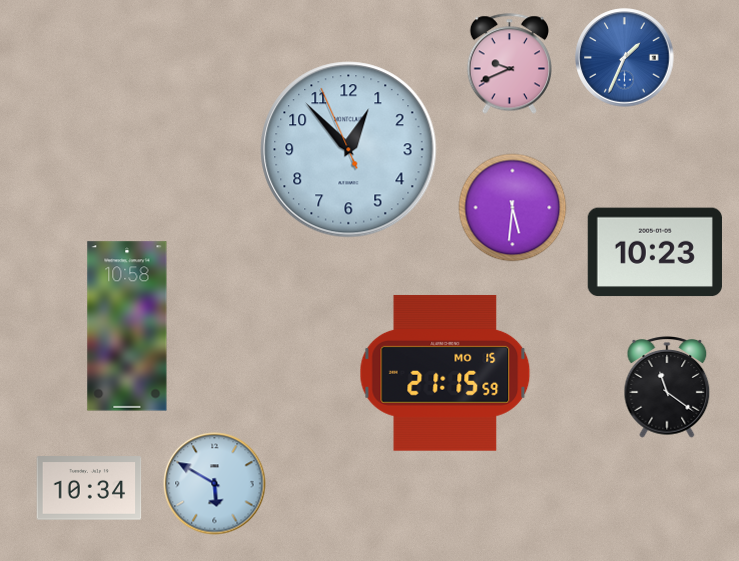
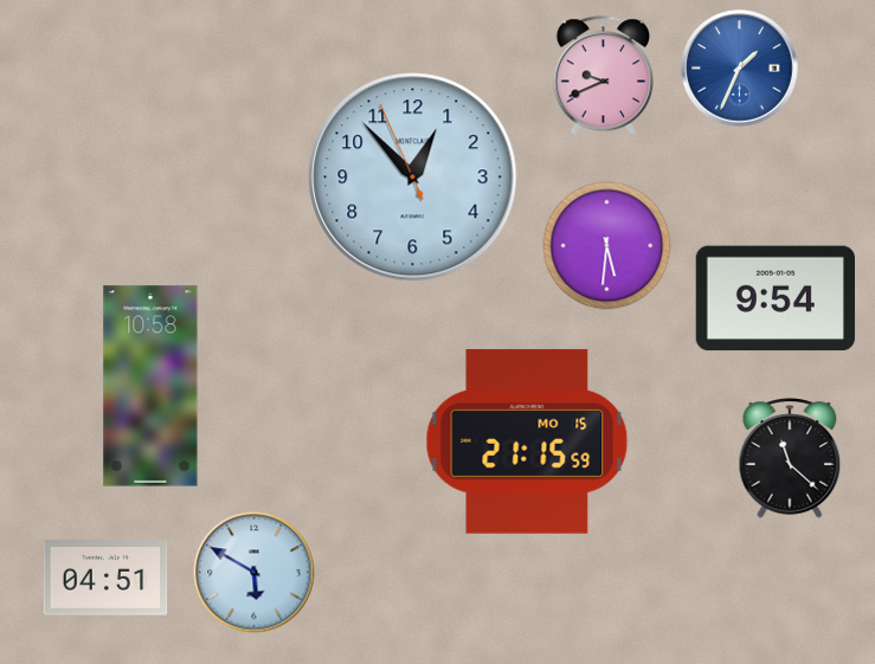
clock at (655, 252): 10:23 -> 9:54
clock at (667, 387): 11:21 -> 11:22
clock at (89, 488): 10:34 -> 04:51
